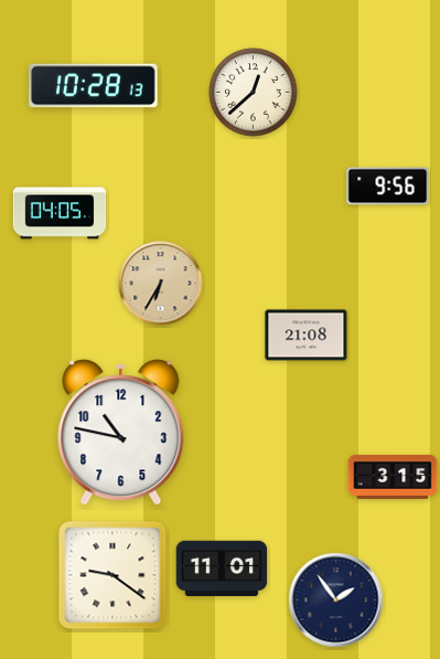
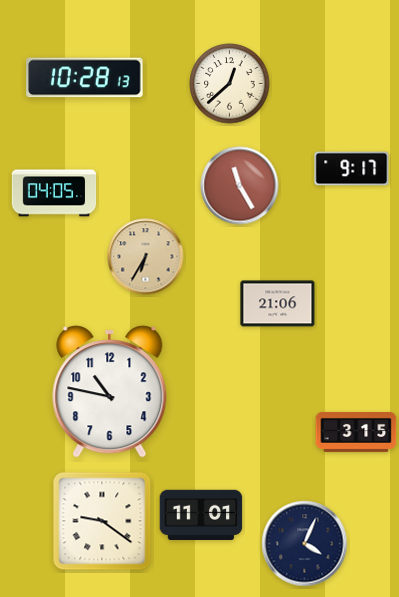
clock at (388, 187): 9:56 -> 9:17
clock at (240, 186): none -> 11:25
clock at (307, 336): 21:08 -> 21:06
clock at (336, 600): 1:54 -> 4:04
